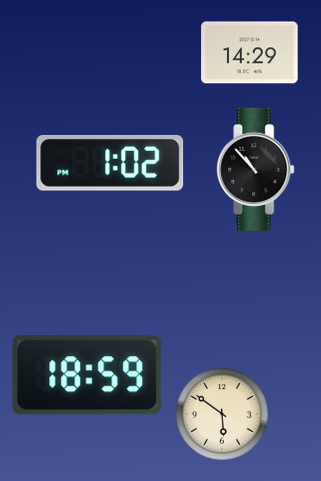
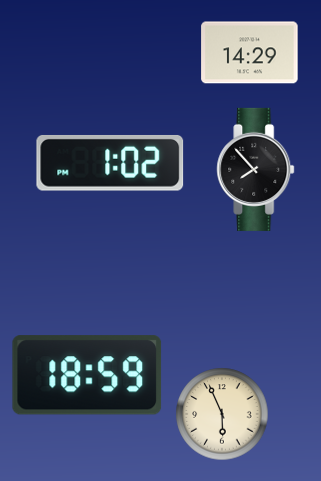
clock at (256, 169): 10:53 -> 7:53
clock at (222, 414): 5:51 -> 5:56
